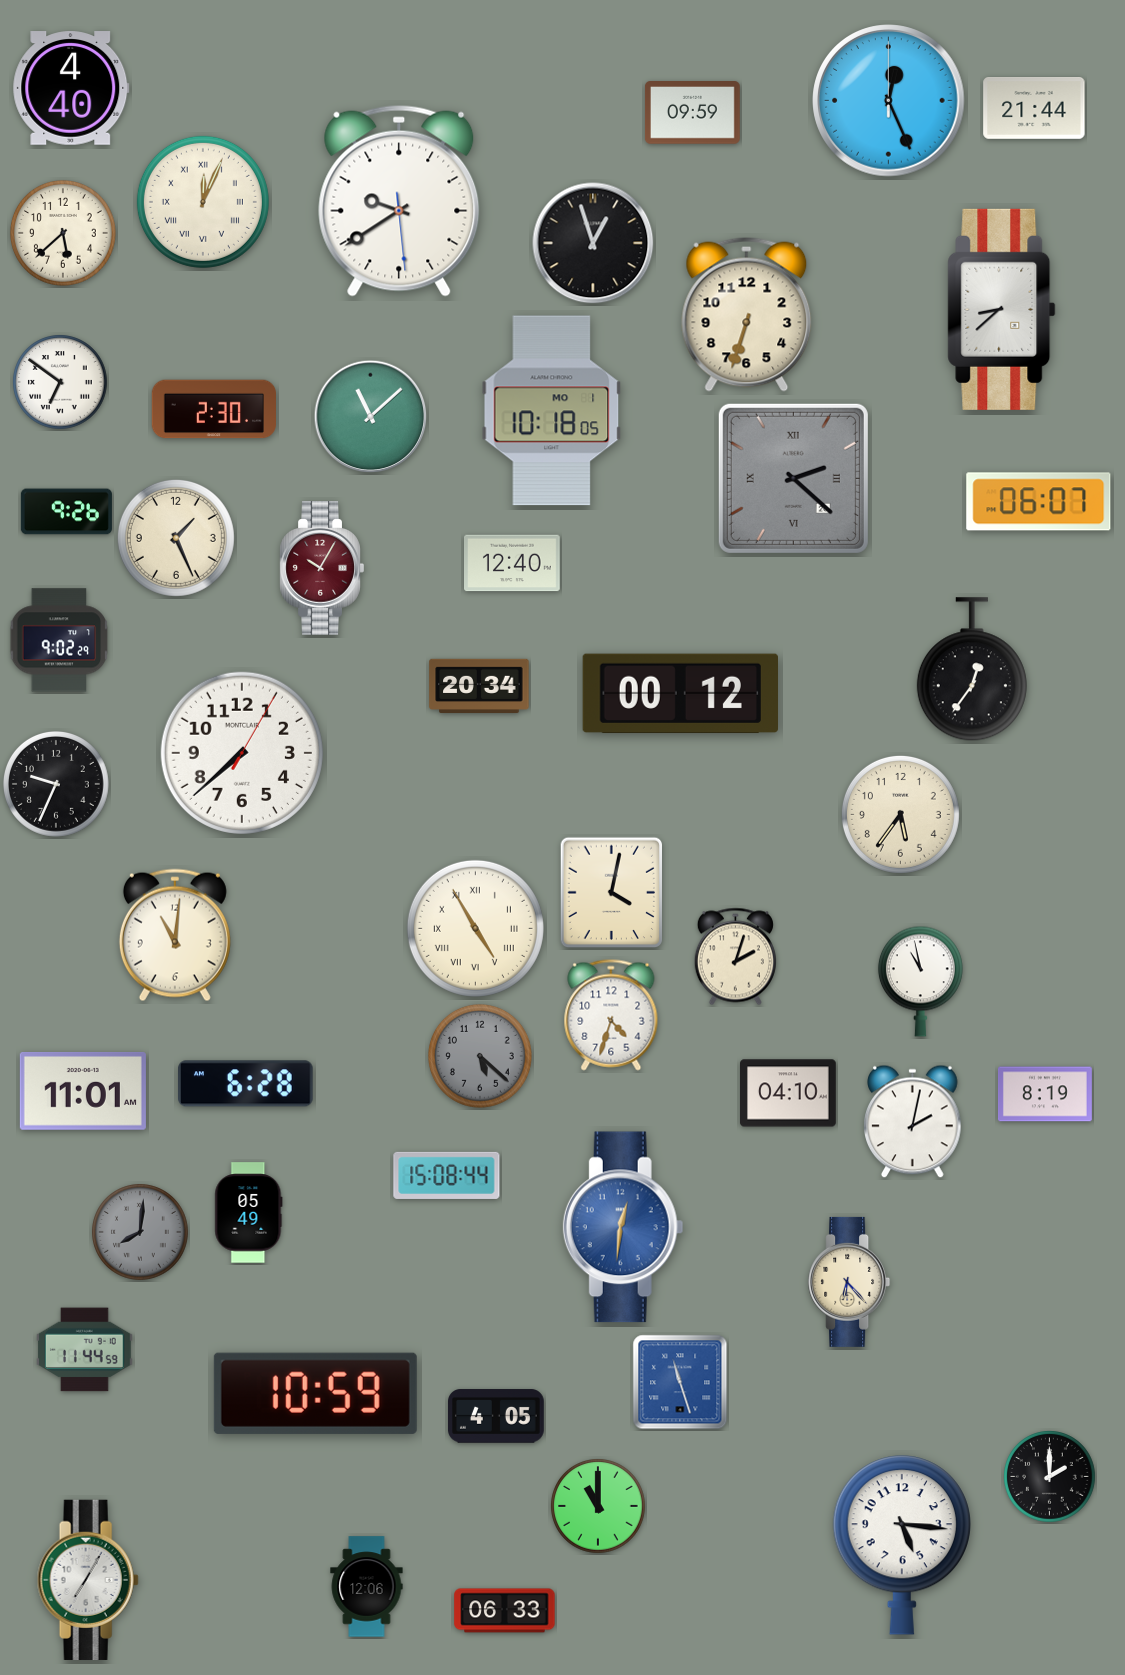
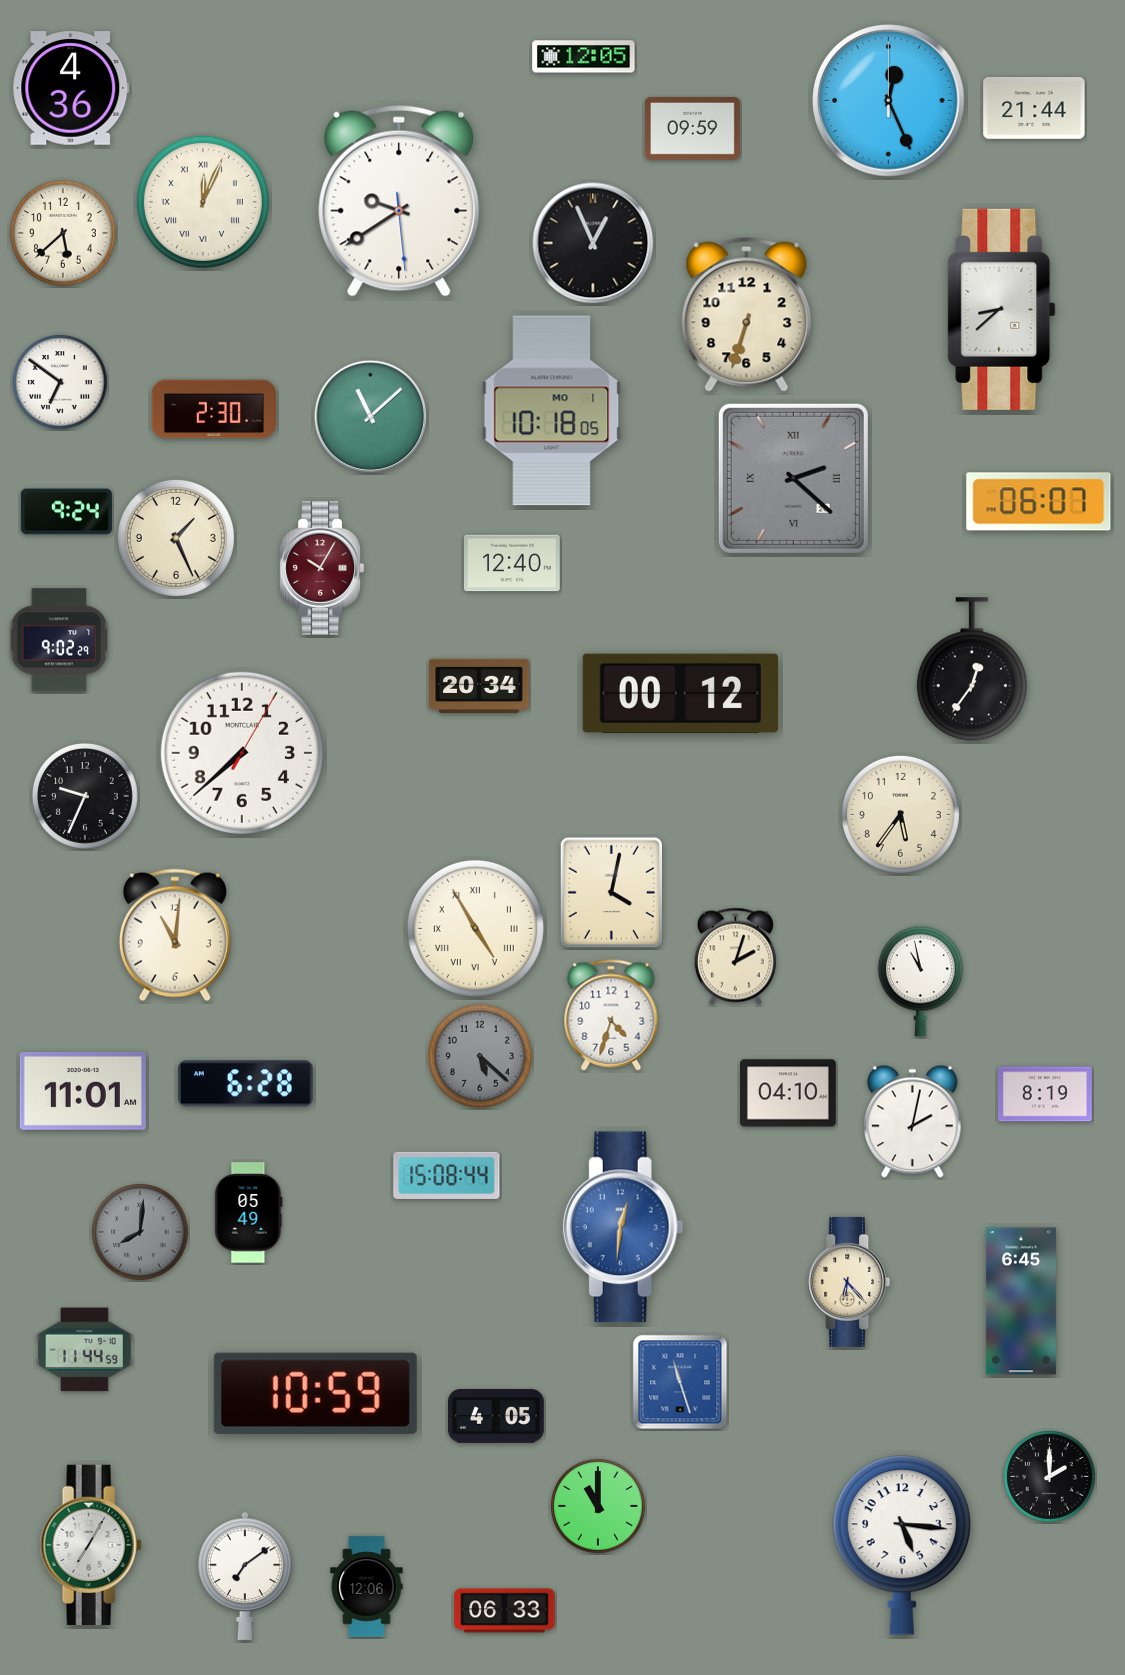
clock at (584, 57): none -> 12:05
clock at (71, 88): 4:40 -> 4:36
clock at (692, 113) position: (692, 113) -> (692, 129)
clock at (593, 243): 12:57 -> 12:56
clock at (66, 512): 9:26 -> 9:24
clock at (56, 784) position: (56, 784) -> (85, 796)
clock at (1021, 1301): none -> 6:45
clock at (245, 1576): none -> 7:09
clock at (88, 1580) position: (88, 1580) -> (91, 1545)
